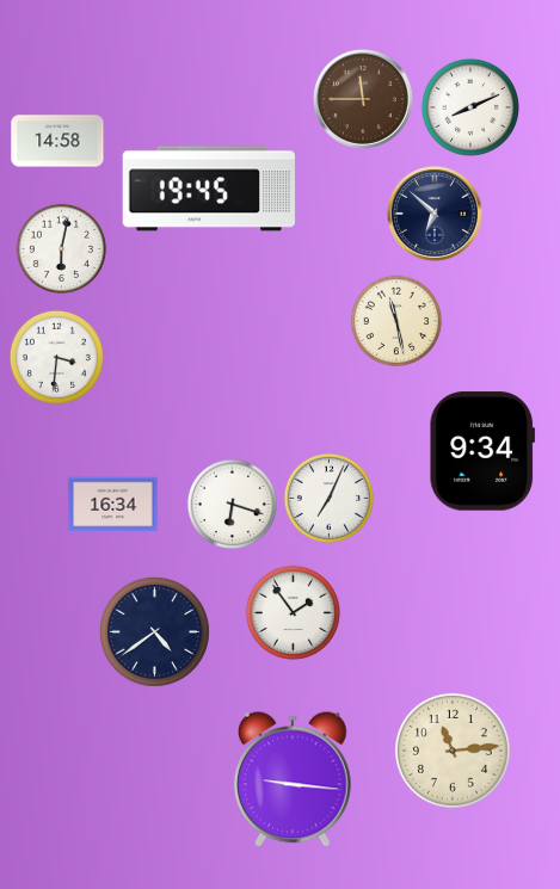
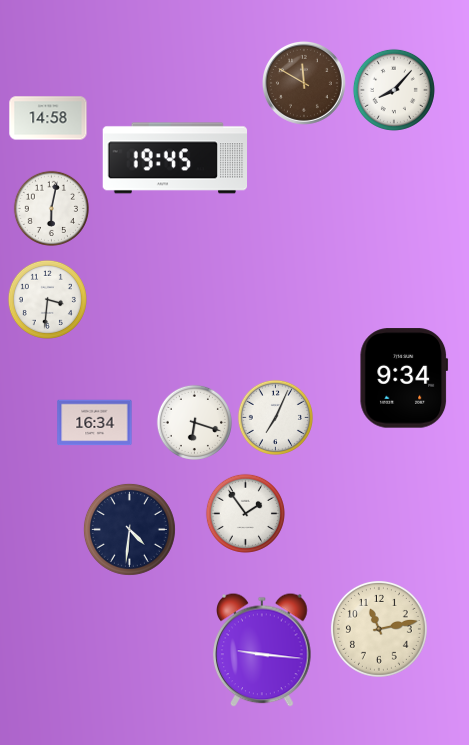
clock at (363, 99): 11:45 -> 11:50
clock at (470, 107): 8:11 -> 8:07
clock at (436, 215): 6:52 -> none
clock at (396, 321): 11:28 -> none
clock at (154, 631): 4:39 -> 4:31
clock at (453, 751): 11:14 -> 11:13
clock at (293, 779) position: (293, 779) -> (262, 650)
